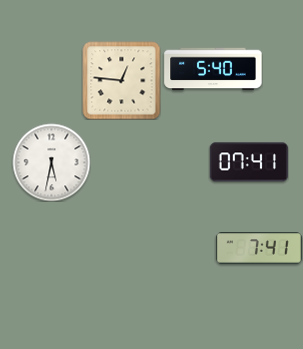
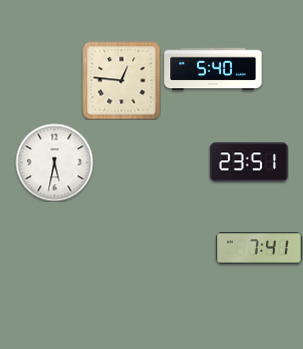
clock at (51, 162) position: (51, 162) -> (54, 162)
clock at (248, 162): 07:41 -> 23:51
